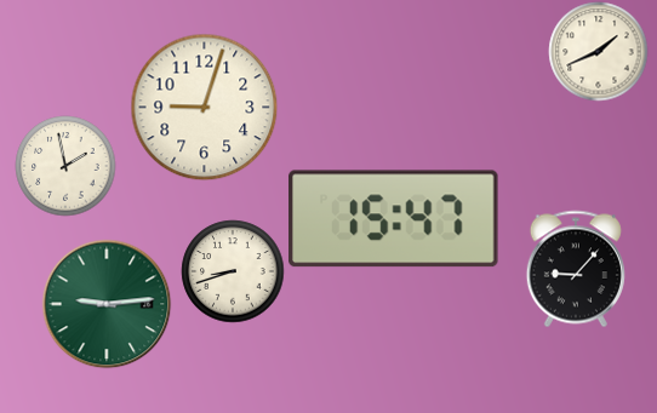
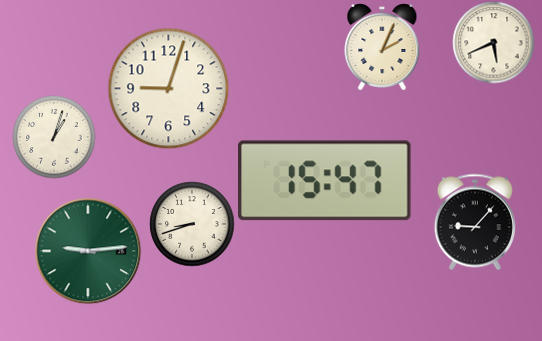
clock at (598, 51): 1:41 -> 5:41
clock at (382, 47): none -> 2:04
clock at (65, 166): 1:58 -> 1:03
